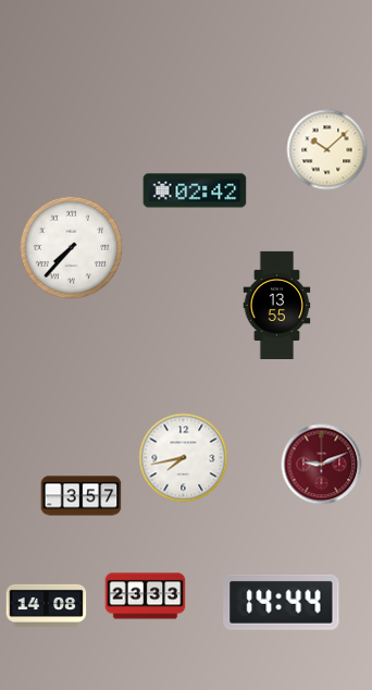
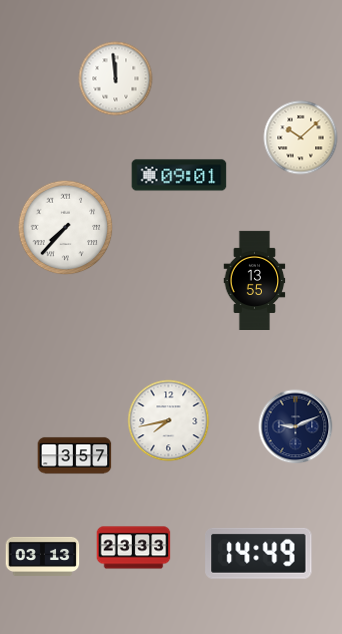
clock at (116, 79): none -> 11:59
clock at (195, 190): 02:42 -> 09:01
clock at (322, 465) dial: burgundy -> navy
clock at (282, 602): 14:44 -> 14:49
clock at (47, 605): 14:08 -> 03:13
